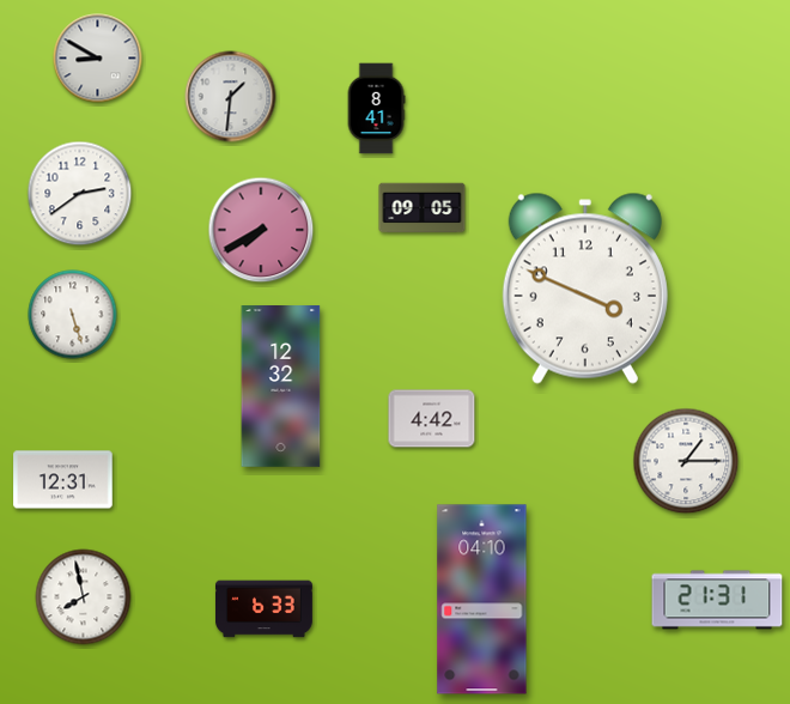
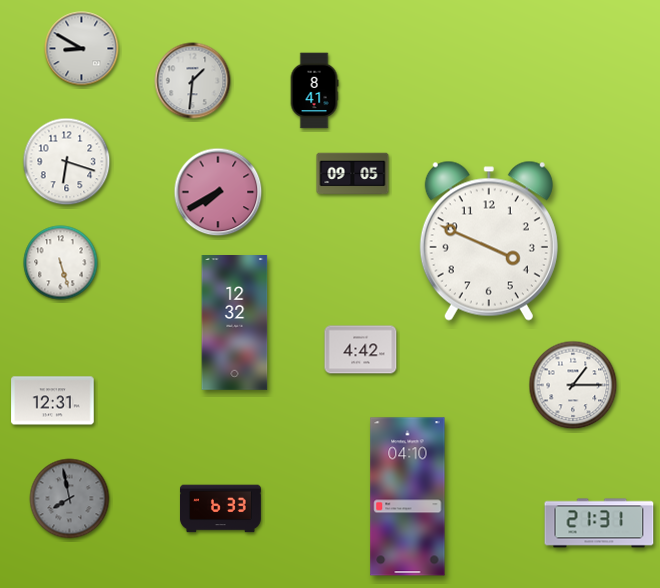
clock at (80, 194): 2:39 -> 6:18
clock at (84, 597) dial: white -> grey
clock at (482, 600) position: (482, 600) -> (408, 497)
clock at (717, 600) position: (717, 600) -> (599, 523)
